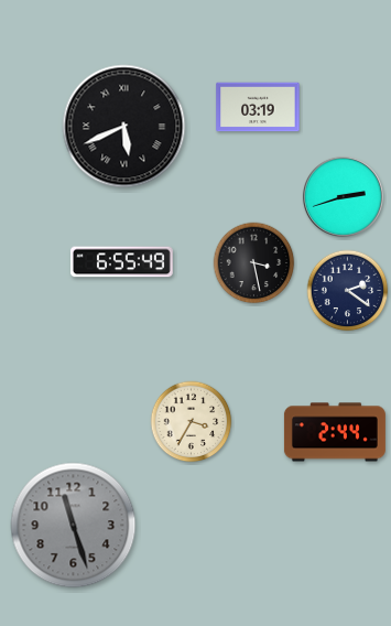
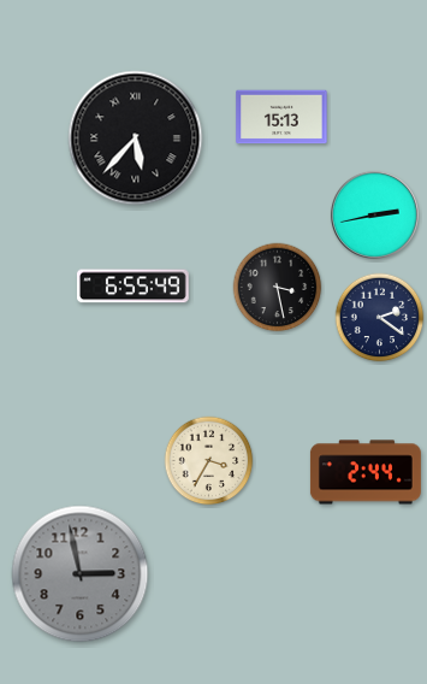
clock at (258, 107): 03:19 -> 15:13
clock at (124, 127): 5:41 -> 5:37
clock at (343, 196): 2:42 -> 2:43
clock at (74, 526): 11:27 -> 2:58
